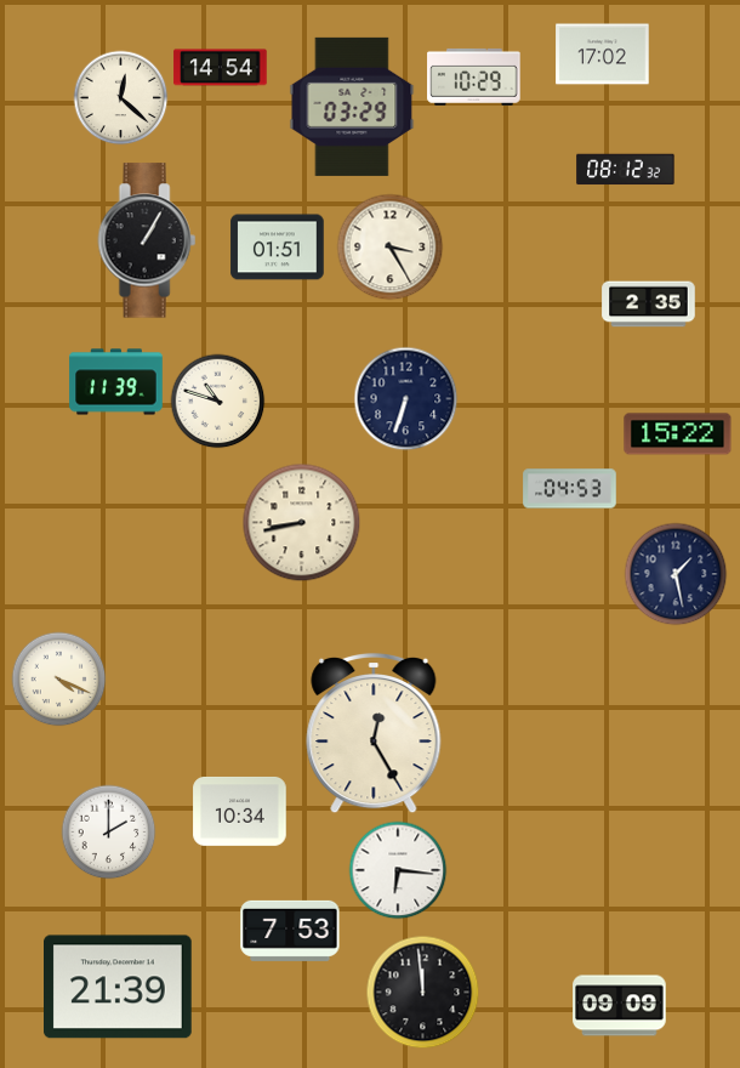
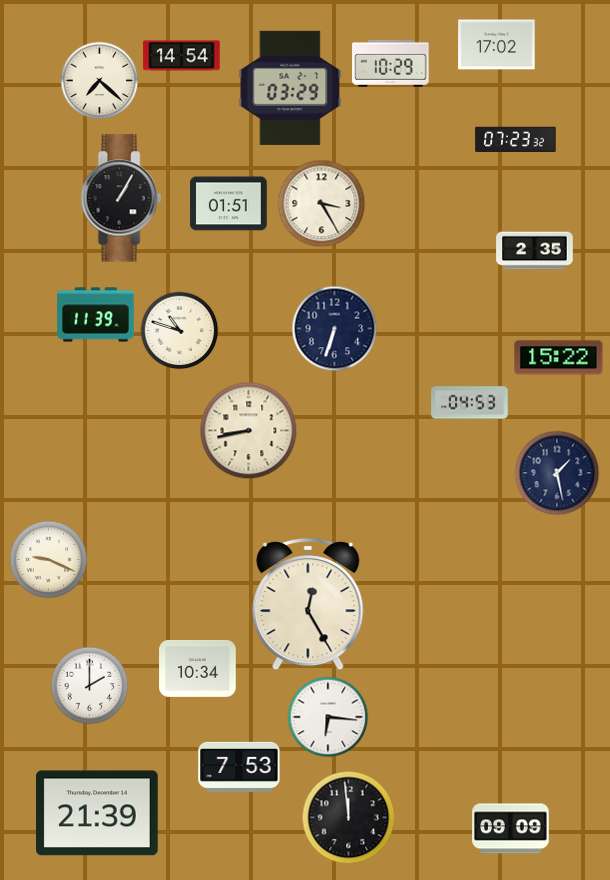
clock at (120, 97): 12:22 -> 7:22
clock at (626, 170): 08:12 -> 07:23
clock at (58, 678): 4:19 -> 9:19
